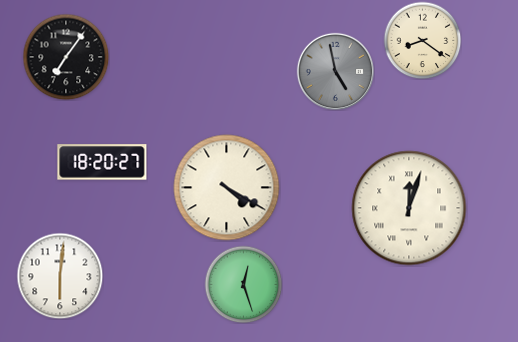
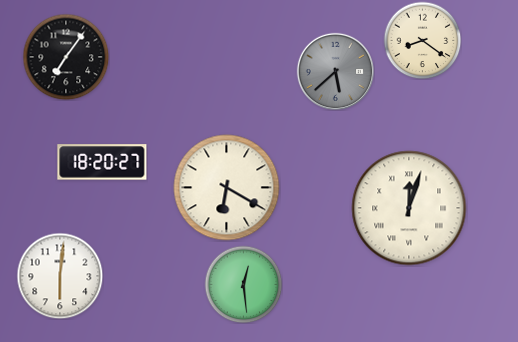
clock at (335, 71): 4:58 -> 5:38
clock at (227, 188): 4:20 -> 6:20
clock at (243, 284): 12:27 -> 12:29
